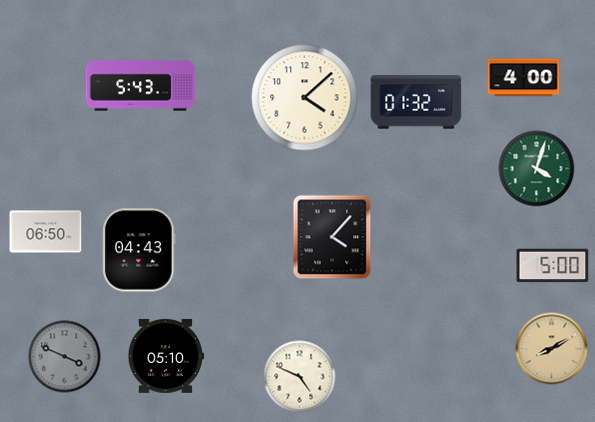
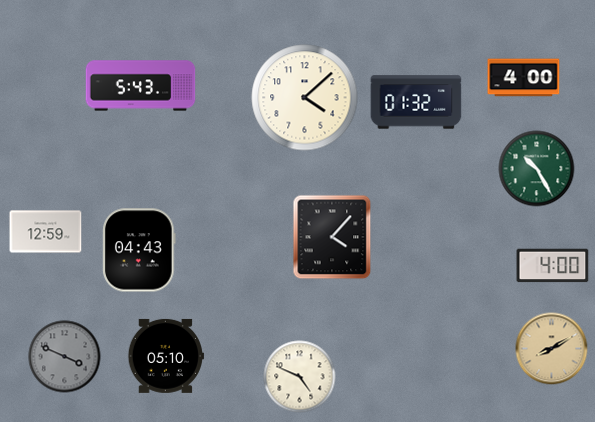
clock at (537, 169): 4:03 -> 10:25
clock at (46, 232): 06:50 -> 12:59
clock at (553, 266): 5:00 -> 4:00
